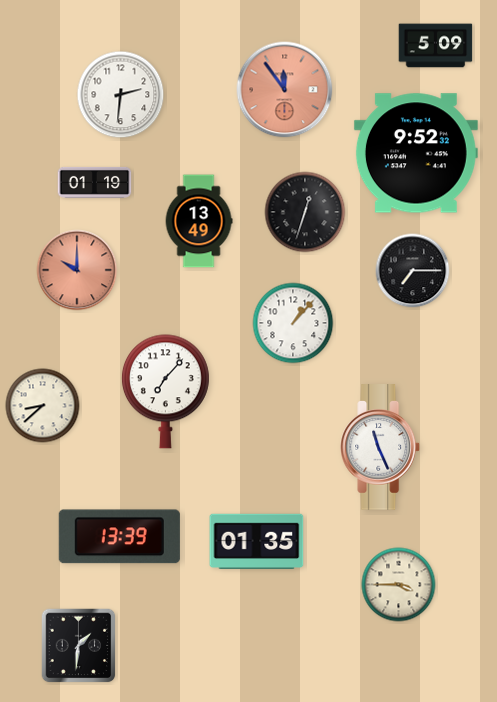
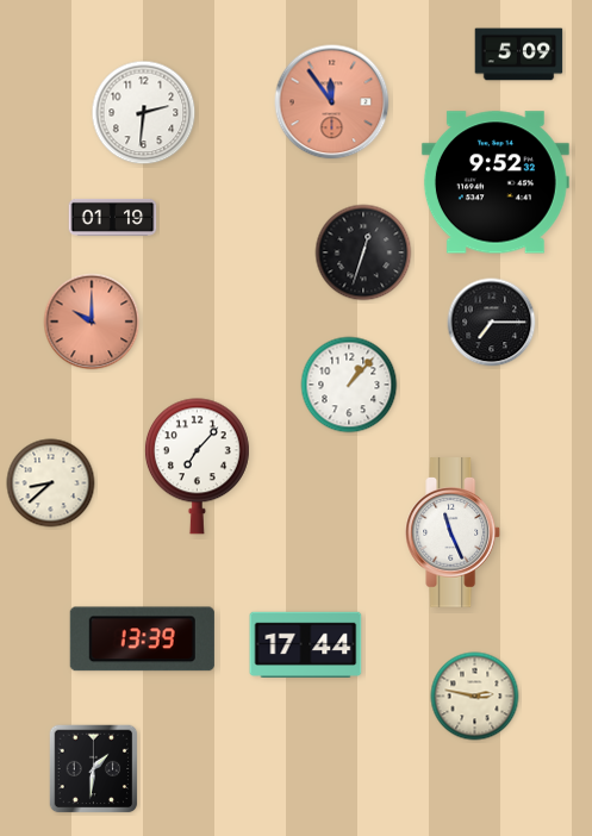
clock at (285, 90) position: (285, 90) -> (332, 102)
clock at (199, 221): 13:49 -> none
clock at (257, 541): 01:35 -> 17:44
clock at (399, 585): 3:45 -> 2:47
